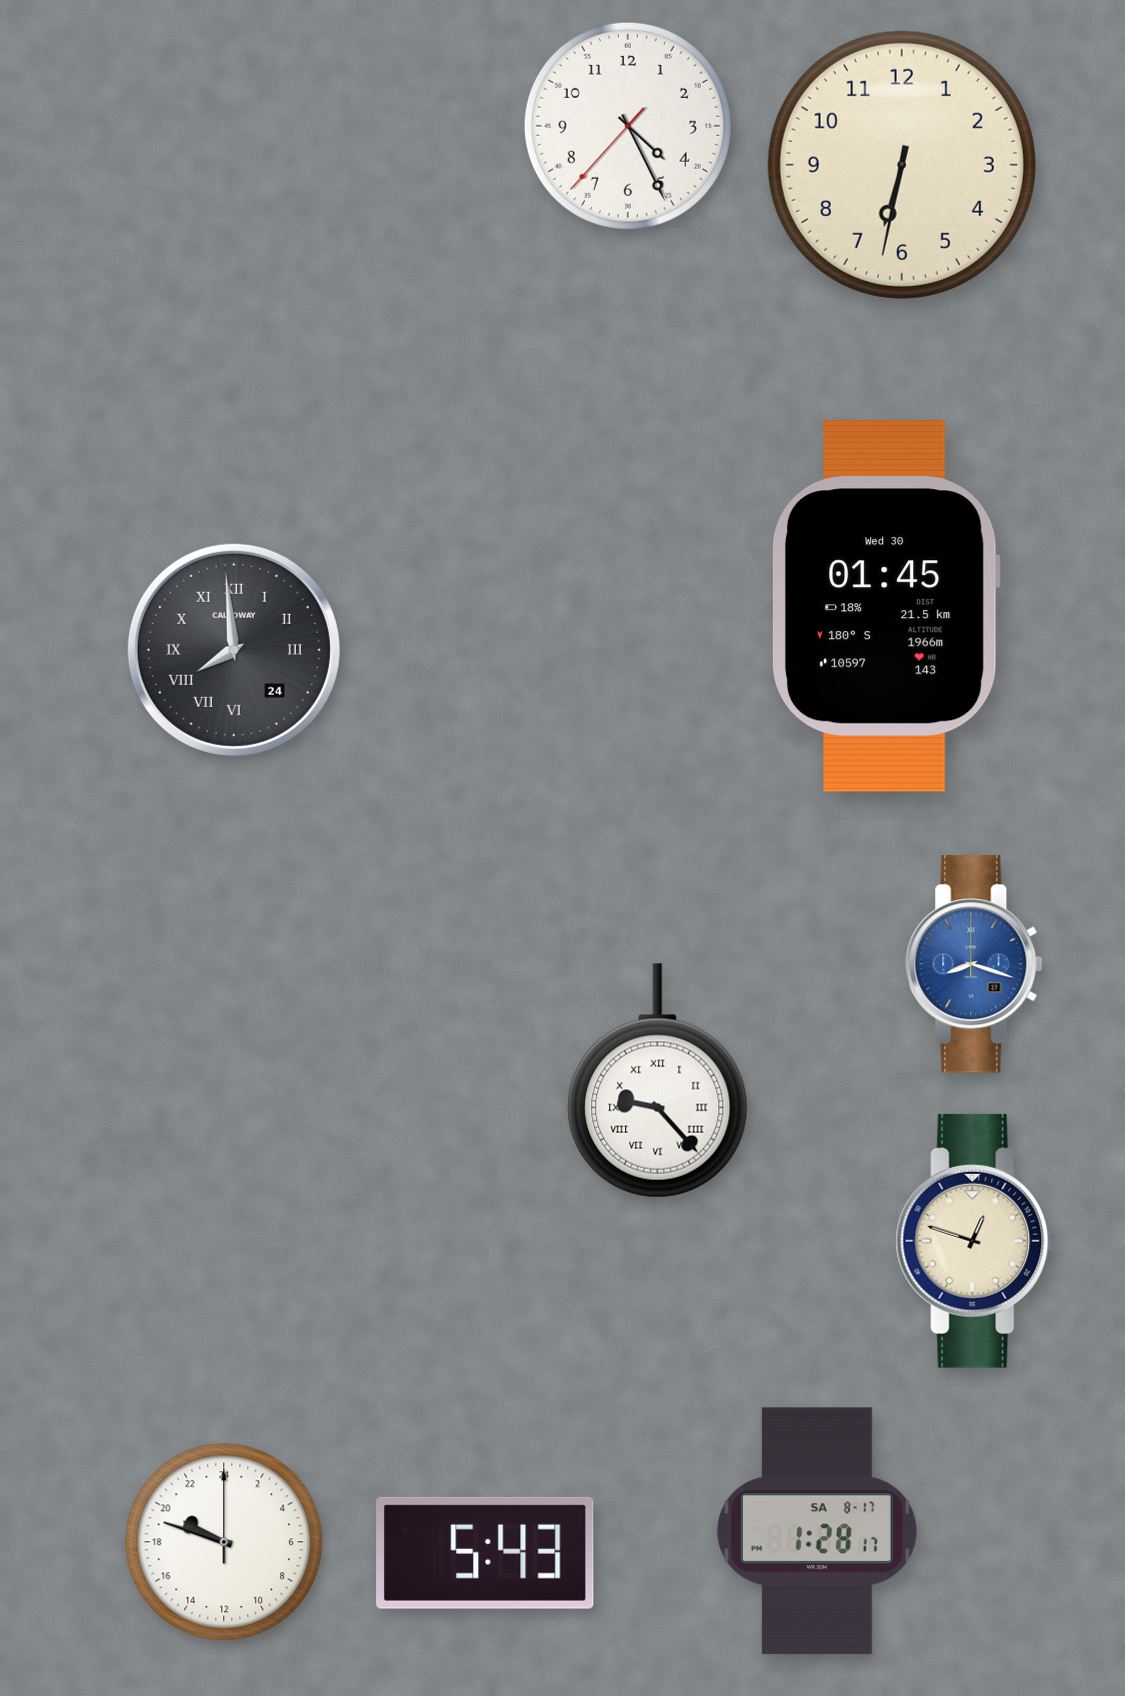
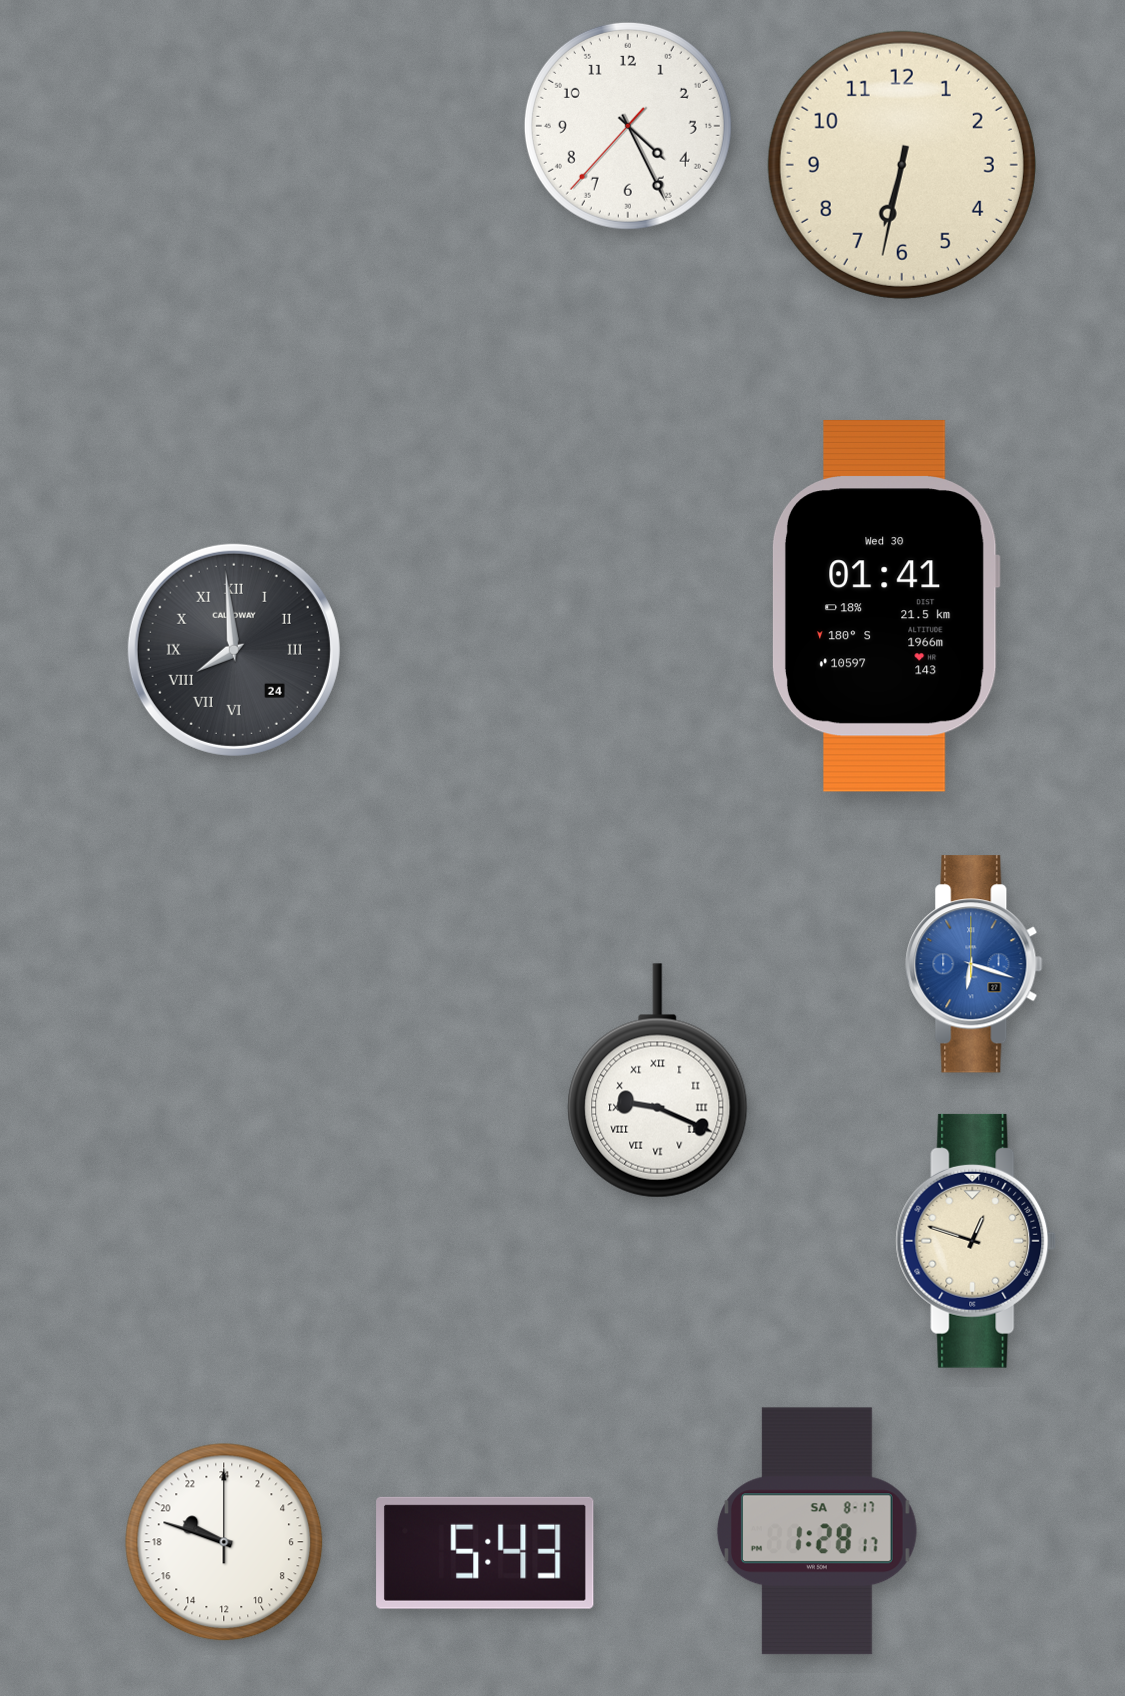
clock at (886, 606): 01:45 -> 01:41
clock at (974, 964): 8:18 -> 6:18
clock at (658, 1081): 9:23 -> 9:19
